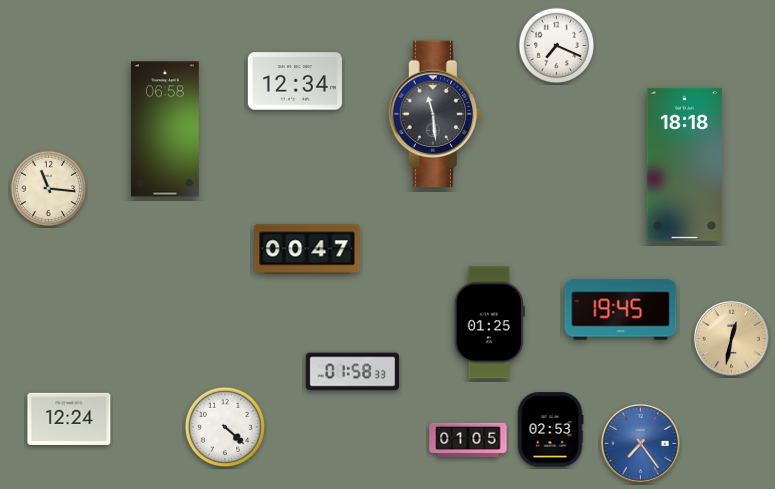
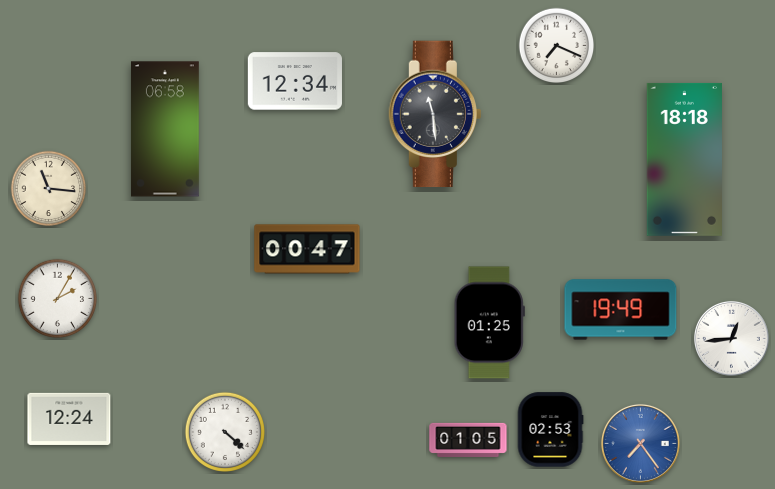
clock at (684, 164) position: (684, 164) -> (684, 159)
clock at (57, 298): none -> 2:05
clock at (621, 310): 19:45 -> 19:49
clock at (731, 338): 12:32 -> 12:44
clock at (731, 338) dial: champagne -> white
clock at (353, 372): 01:58 -> none
clock at (224, 426) position: (224, 426) -> (224, 431)
